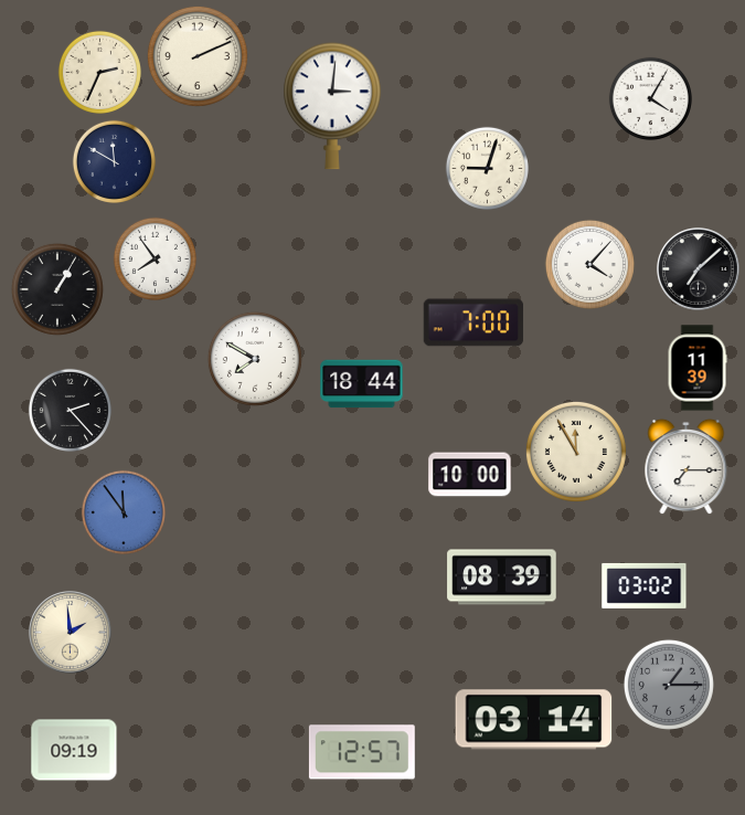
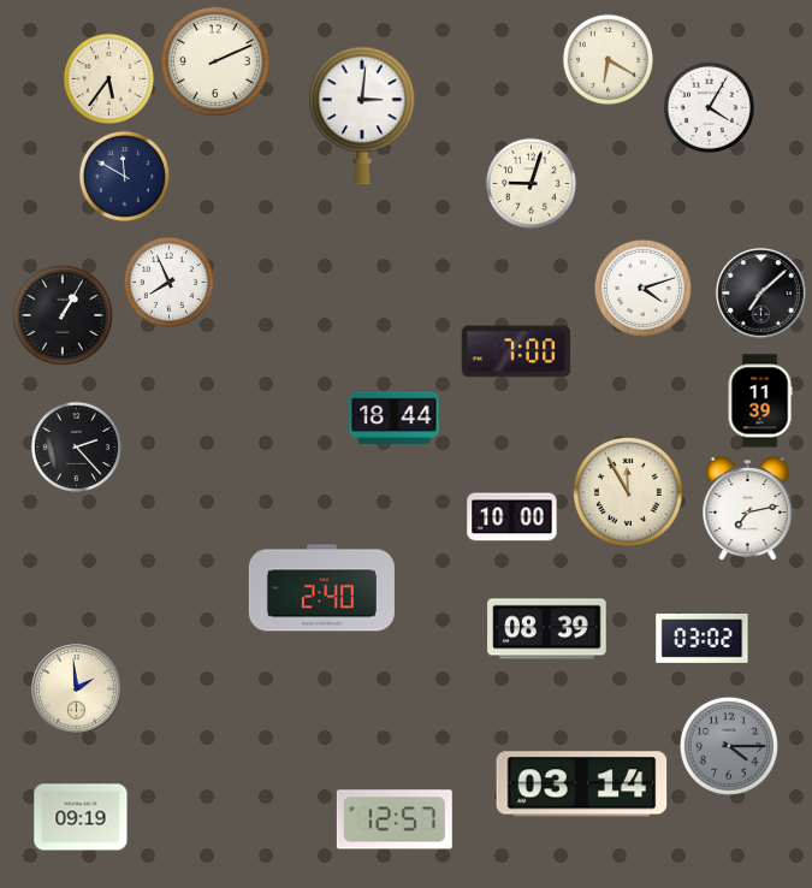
clock at (607, 59): none -> 6:20
clock at (99, 72): 2:34 -> 5:36
clock at (155, 258): 7:54 -> 7:56
clock at (589, 264): 4:07 -> 4:12
clock at (255, 359): 7:50 -> none
clock at (687, 467): 7:15 -> 7:13
clock at (124, 512): 11:54 -> none
clock at (321, 588): none -> 2:40
clock at (669, 685): 1:15 -> 4:15
